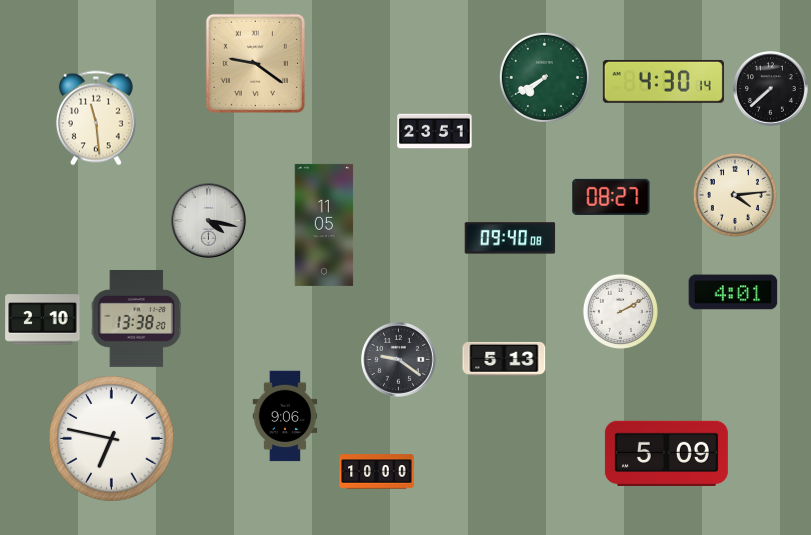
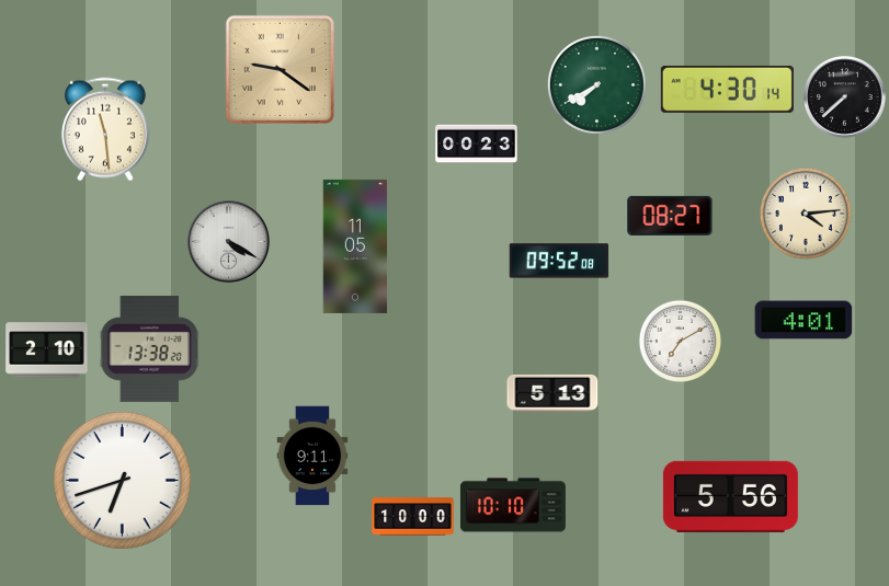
clock at (435, 132): 23:51 -> 00:23
clock at (209, 221): 4:17 -> 4:20
clock at (510, 238): 09:40 -> 09:52
clock at (620, 311): 2:10 -> 7:10
clock at (399, 360): 9:21 -> none
clock at (285, 416): 9:06 -> 9:11
clock at (112, 439): 6:47 -> 6:42
clock at (666, 453): 5:09 -> 5:56
clock at (513, 505): none -> 10:10
